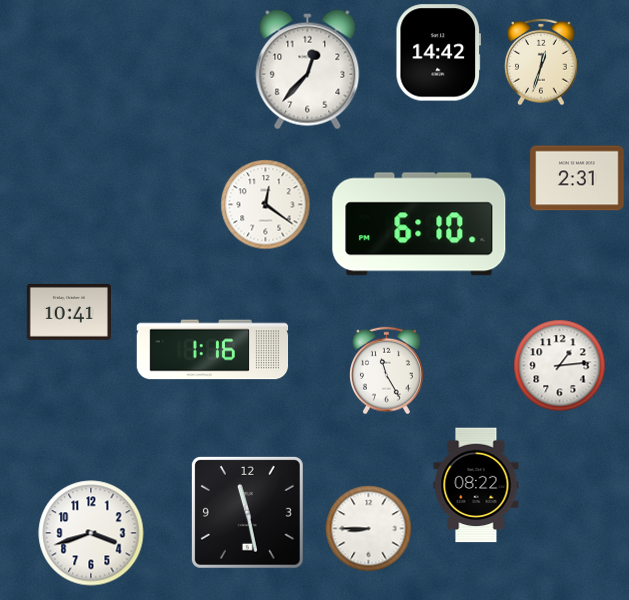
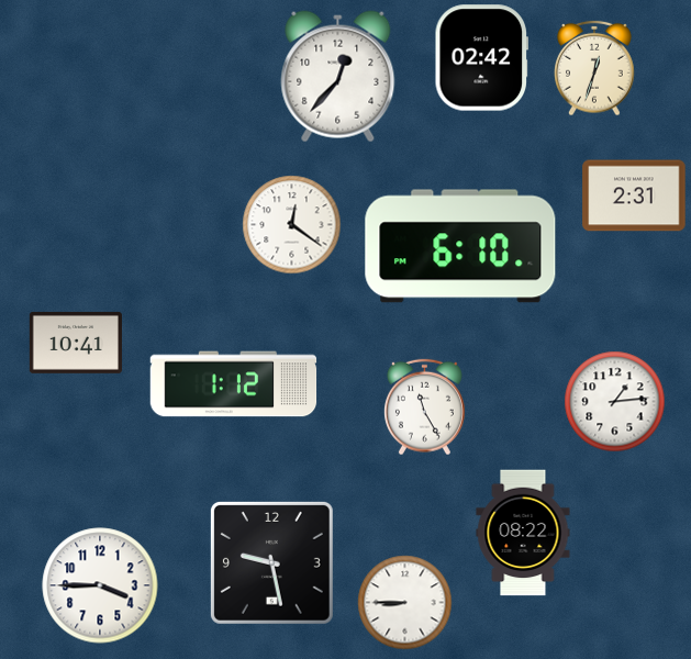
clock at (438, 53): 14:42 -> 02:42
clock at (213, 350): 1:16 -> 1:12
clock at (247, 512): 11:28 -> 9:28
clock at (369, 529) position: (369, 529) -> (405, 603)
clock at (91, 533): 3:42 -> 3:45
